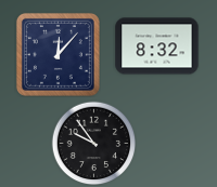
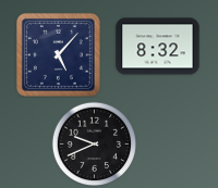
clock at (58, 54): 12:07 -> 5:07
clock at (93, 143): 9:54 -> 9:41
